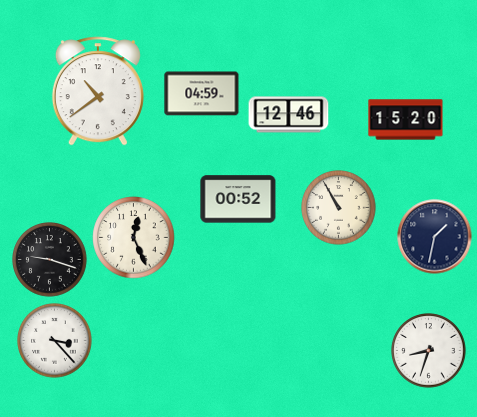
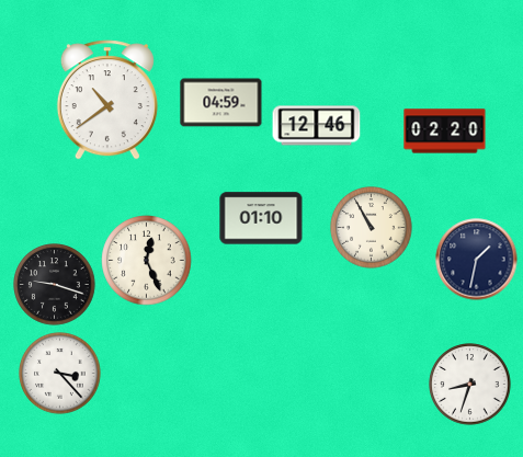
clock at (406, 120): 15:20 -> 02:20
clock at (238, 199): 00:52 -> 01:10
